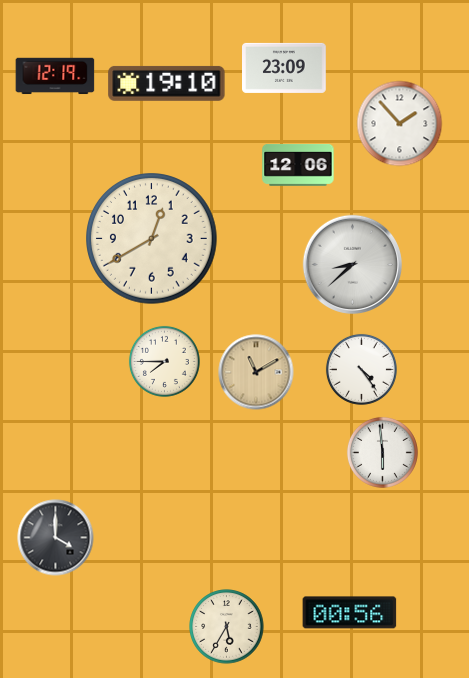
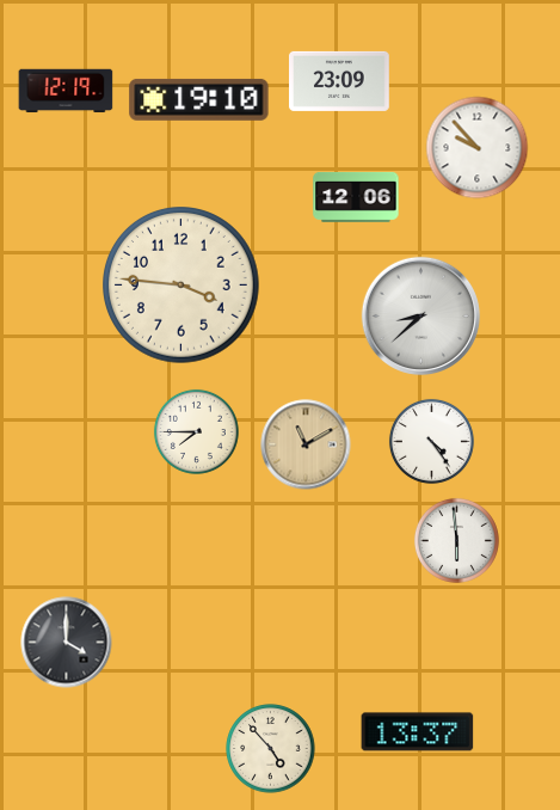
clock at (400, 124): 1:53 -> 9:53
clock at (152, 239): 12:40 -> 3:46
clock at (350, 613): 00:56 -> 13:37
clock at (227, 627): 5:35 -> 4:53
